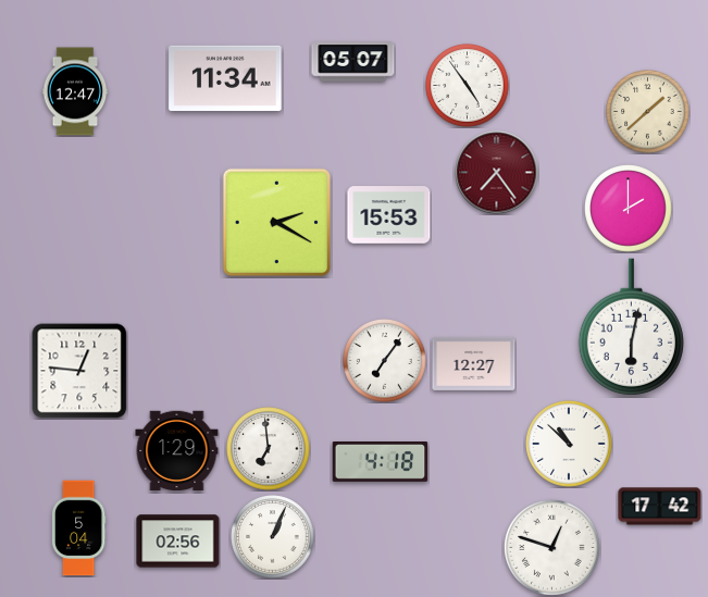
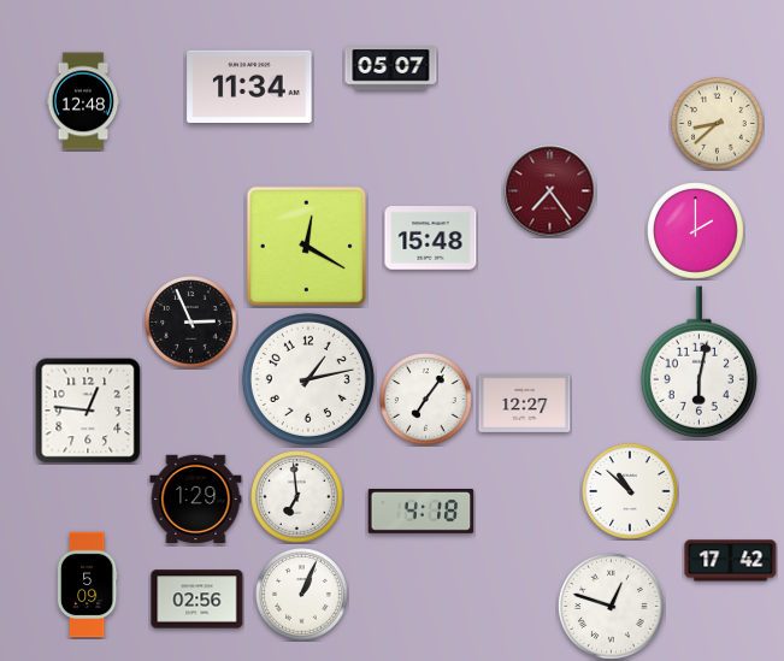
clock at (468, 86): 4:54 -> none
clock at (75, 91): 12:47 -> 12:48
clock at (648, 112): 1:38 -> 8:38
clock at (389, 215): 15:53 -> 15:48
clock at (276, 222): 2:20 -> 12:20
clock at (191, 323): none -> 2:56
clock at (308, 379): none -> 1:13
clock at (78, 528): 5:04 -> 5:09
